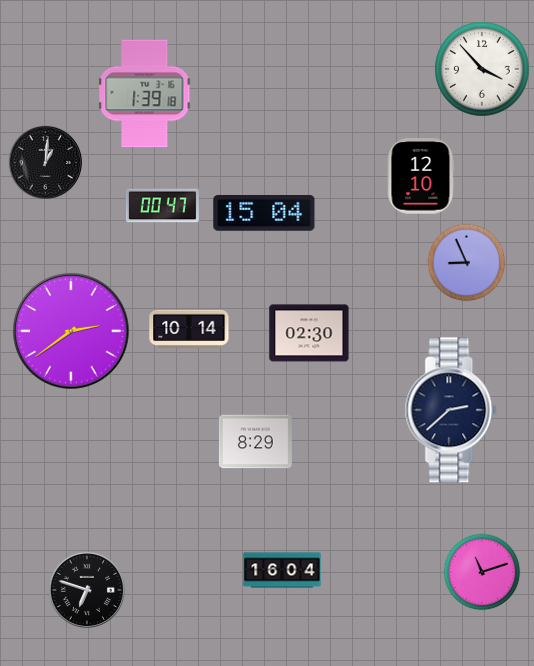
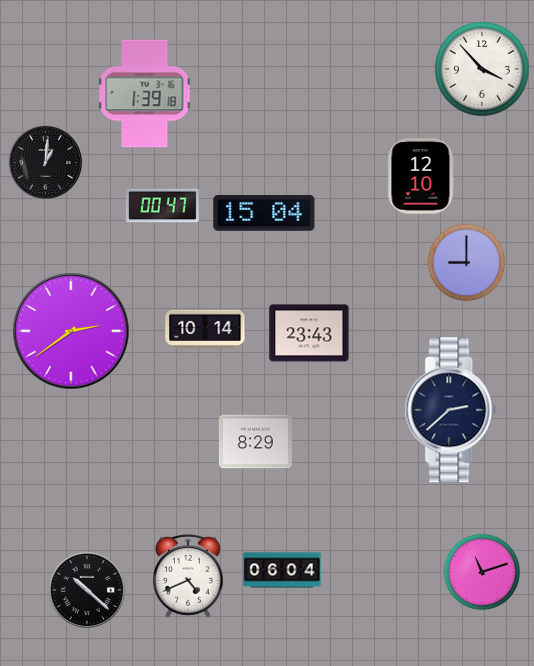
clock at (467, 263): 8:56 -> 9:00
clock at (189, 328) position: (189, 328) -> (205, 328)
clock at (309, 333): 02:30 -> 23:43
clock at (282, 570): 16:04 -> 06:04
clock at (189, 576): none -> 4:41
clock at (87, 590): 6:48 -> 10:22
